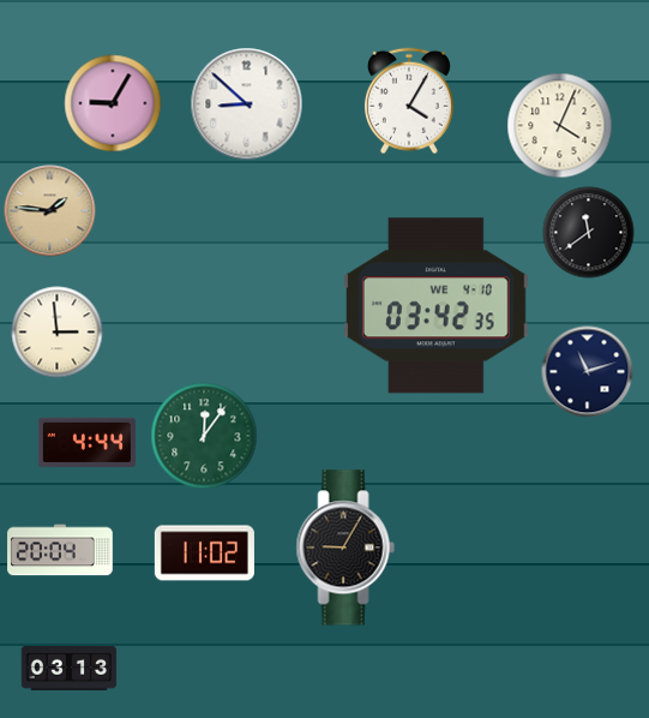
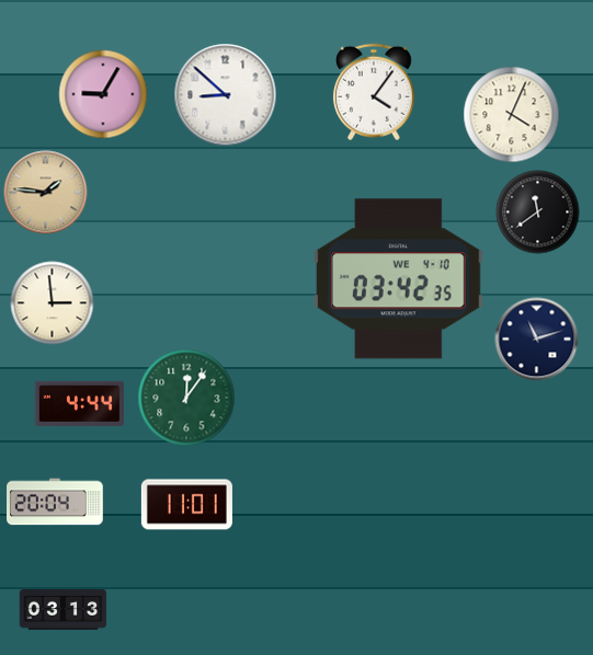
clock at (409, 101): 4:05 -> 4:06
clock at (345, 548): 9:05 -> none
clock at (204, 554): 11:02 -> 11:01
